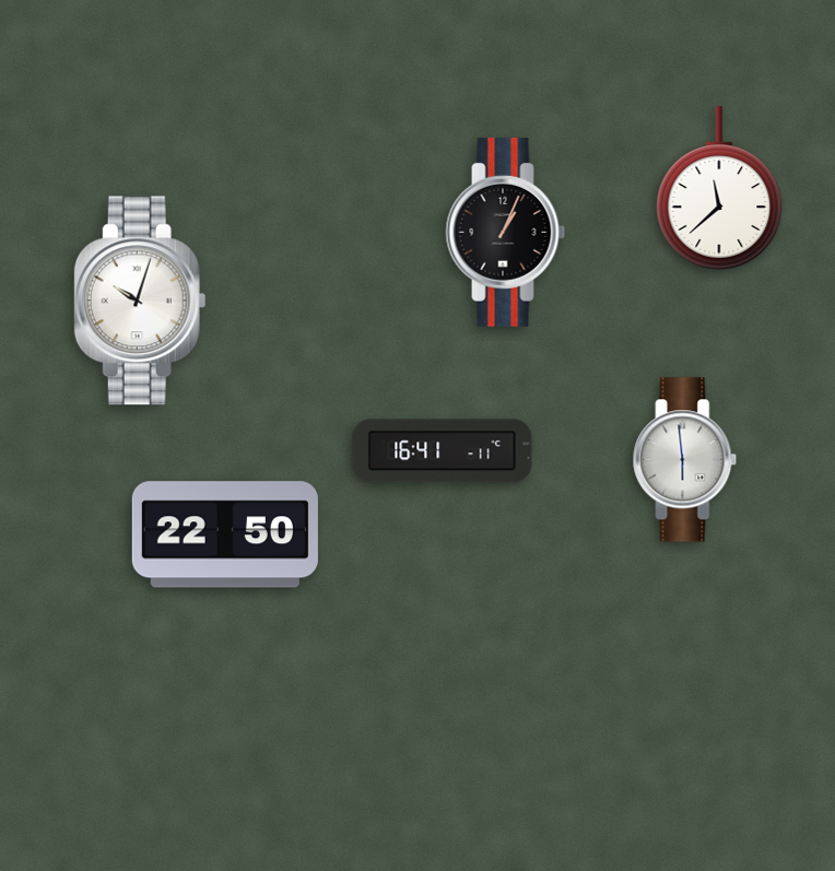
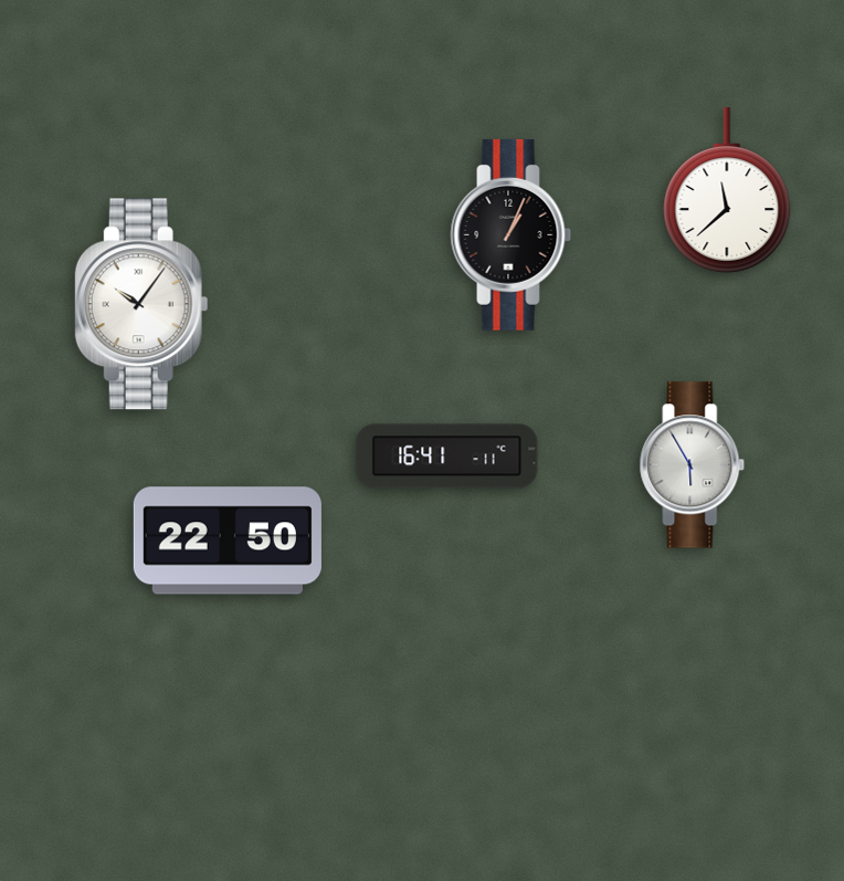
clock at (140, 301): 10:03 -> 10:06
clock at (685, 460): 5:59 -> 5:55
